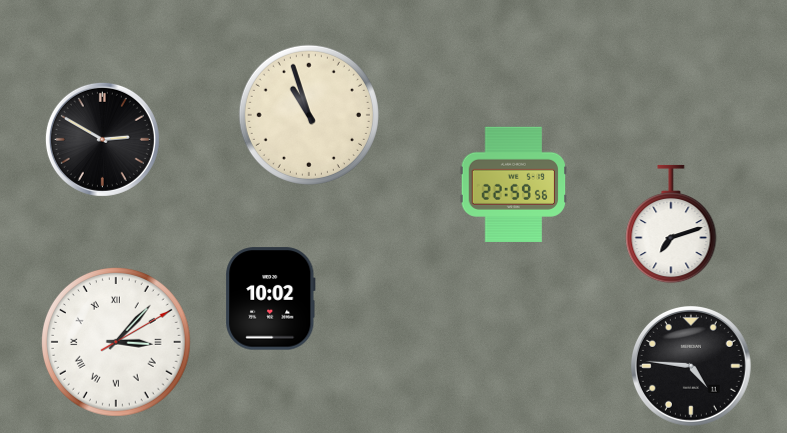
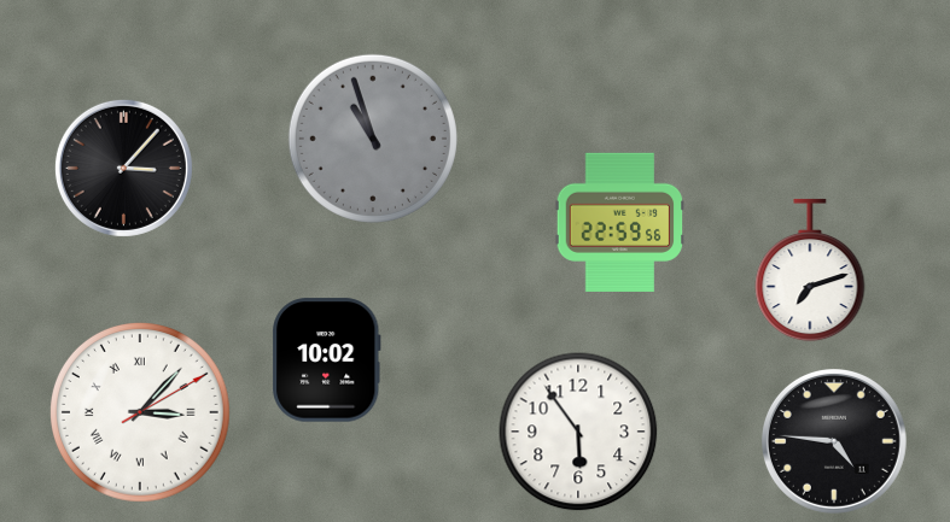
clock at (309, 115) dial: cream -> grey
clock at (102, 139): 2:50 -> 3:07
clock at (578, 432): none -> 5:54
